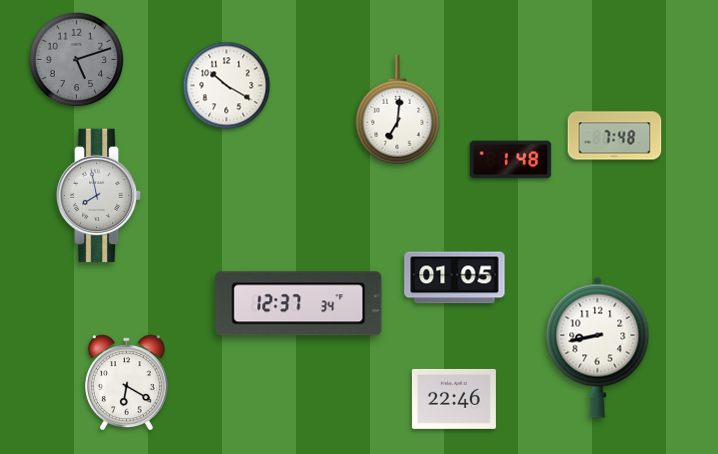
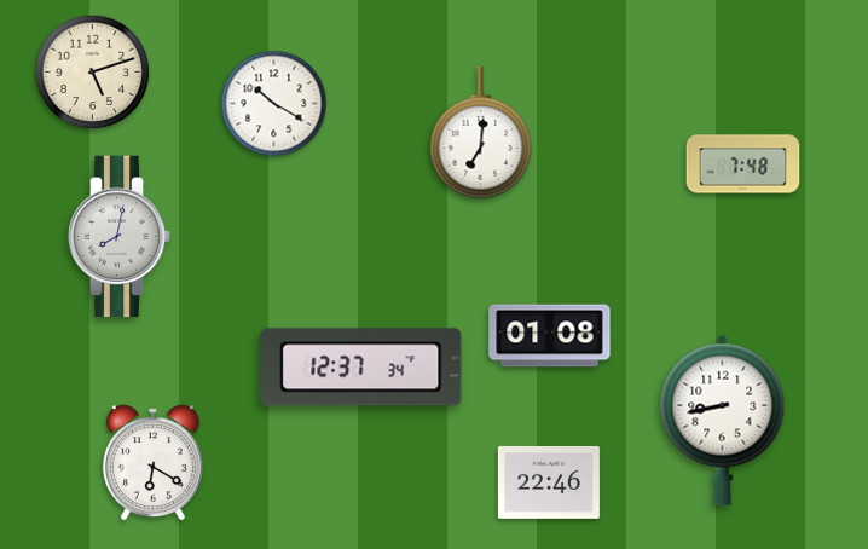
clock at (77, 60) dial: grey -> cream
clock at (511, 160): 1:48 -> none
clock at (99, 196): 7:58 -> 8:02
clock at (455, 278): 01:05 -> 01:08
